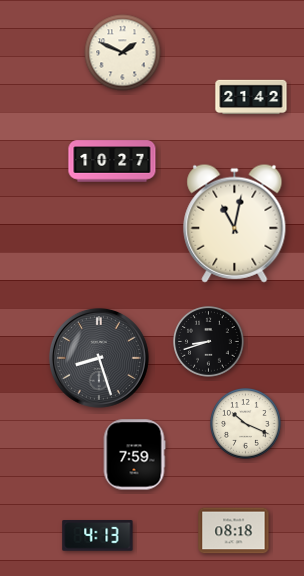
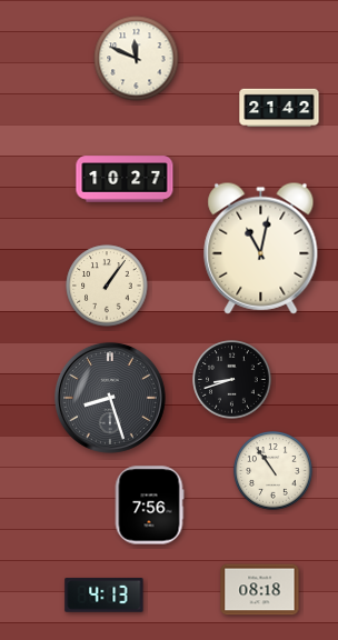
clock at (123, 53): 1:49 -> 11:49
clock at (107, 286): none -> 1:06
clock at (246, 424): 10:19 -> 10:54
clock at (134, 455): 7:59 -> 7:56
clock at (98, 536) position: (98, 536) -> (105, 596)
